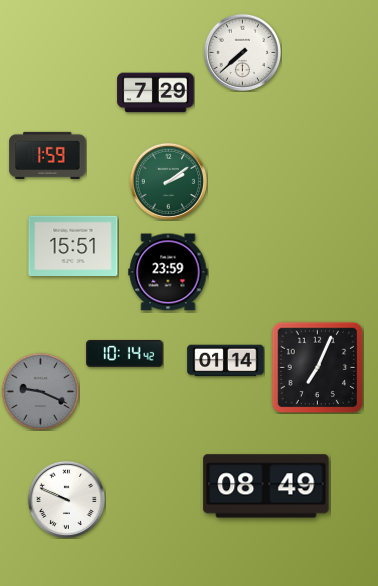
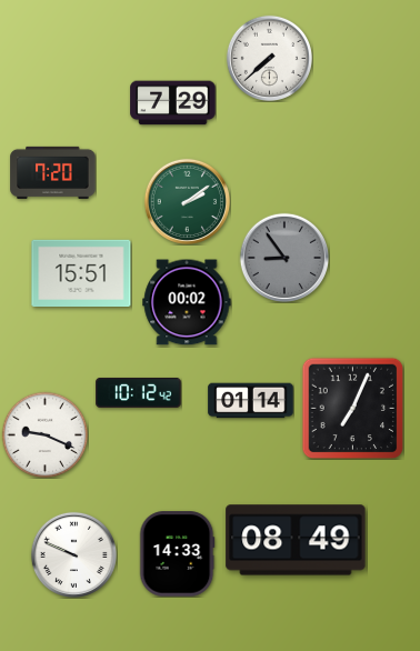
clock at (48, 155): 1:59 -> 7:20
clock at (284, 258): none -> 8:54
clock at (168, 272): 23:59 -> 00:02
clock at (125, 354): 10:14 -> 10:12
clock at (40, 391) dial: grey -> white
clock at (177, 554): none -> 14:33
